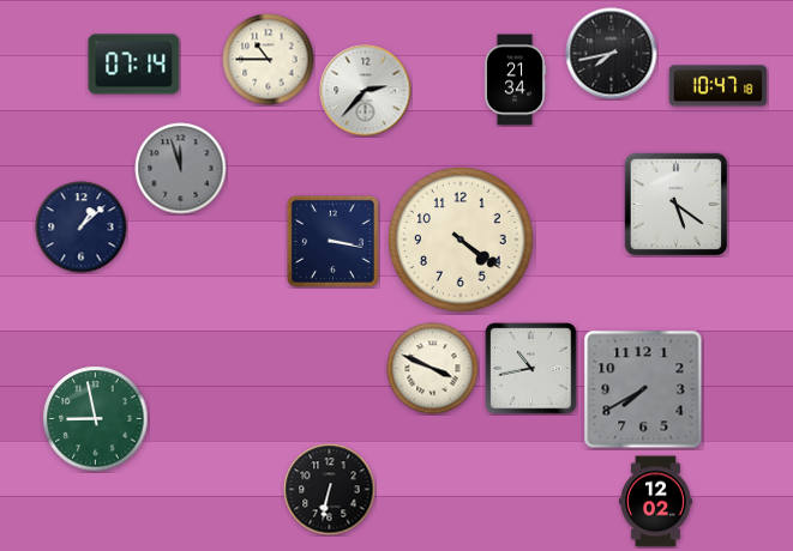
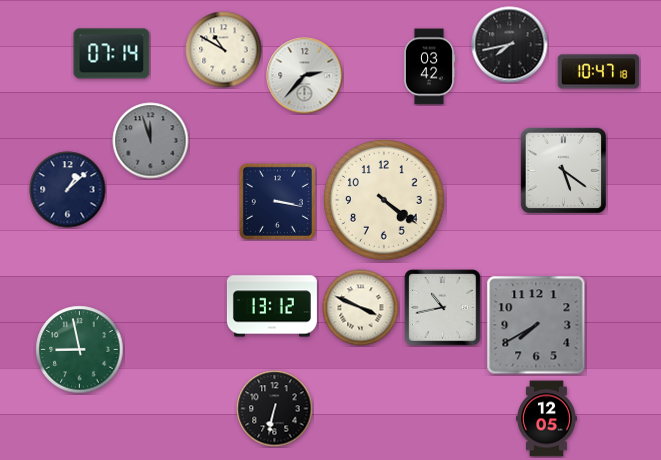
clock at (269, 60): 10:45 -> 10:50
clock at (515, 80): 21:34 -> 03:42
clock at (272, 306): none -> 13:12
clock at (655, 502): 12:02 -> 12:05
